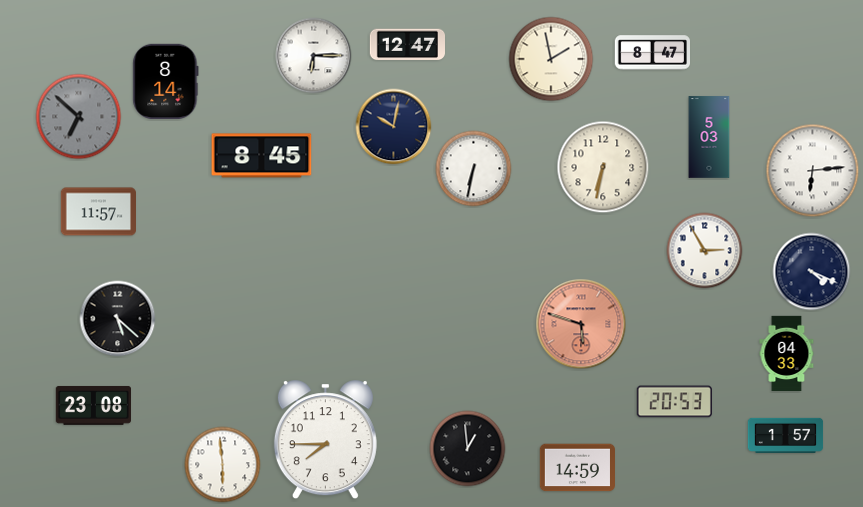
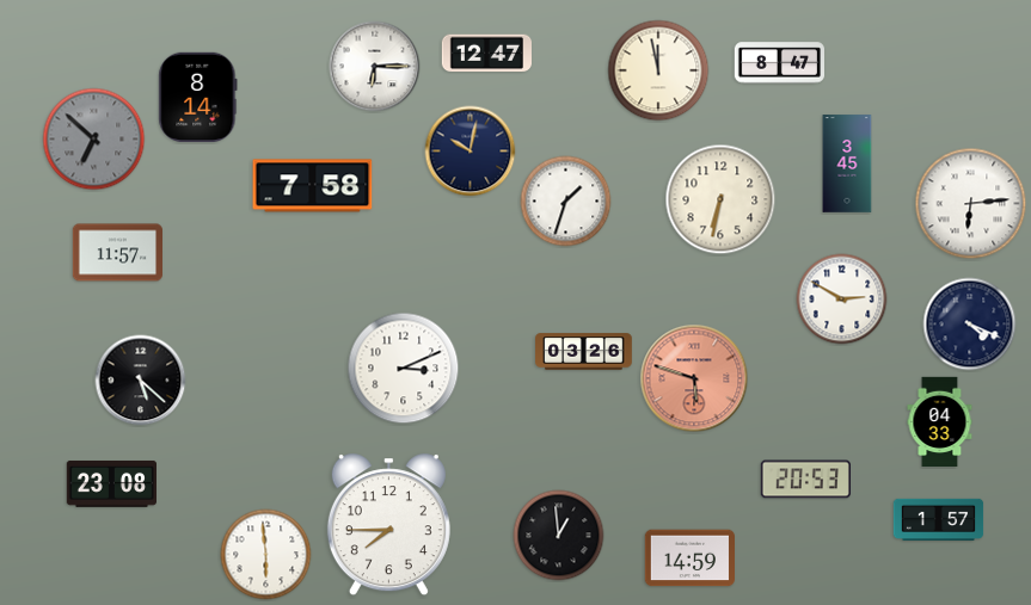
clock at (551, 59): 1:58 -> 11:58
clock at (709, 137): 5:03 -> 3:45
clock at (262, 156): 8:45 -> 7:58
clock at (474, 169): 6:32 -> 1:33
clock at (705, 251): 2:55 -> 2:50
clock at (584, 352): none -> 03:26
clock at (404, 369): none -> 3:11
clock at (581, 324) position: (581, 324) -> (694, 378)
